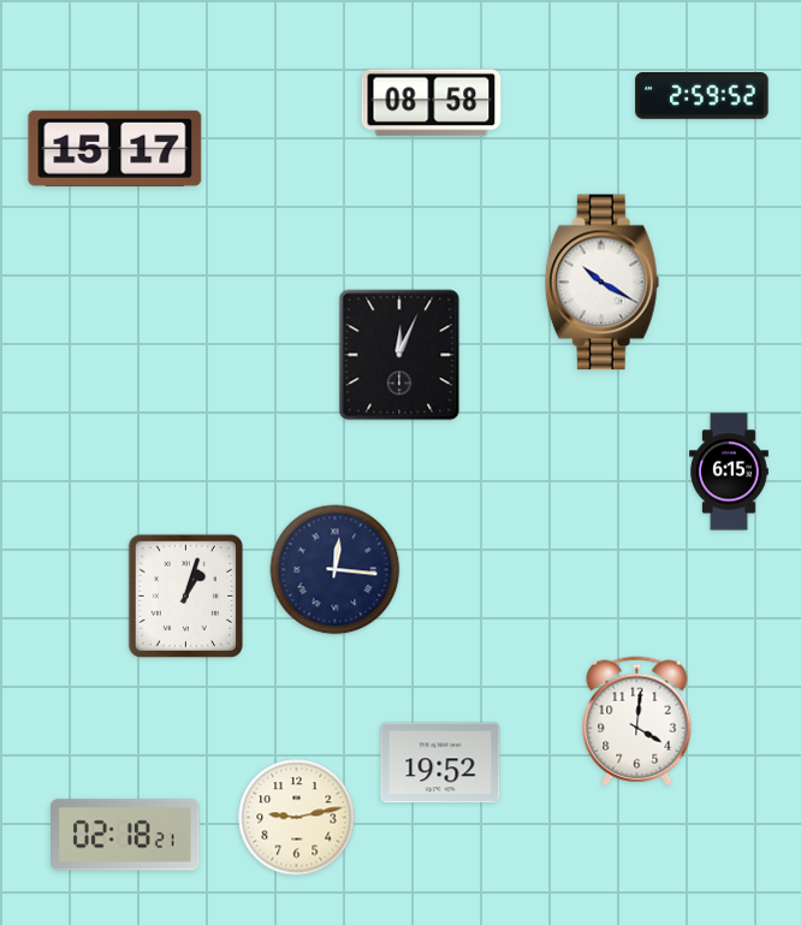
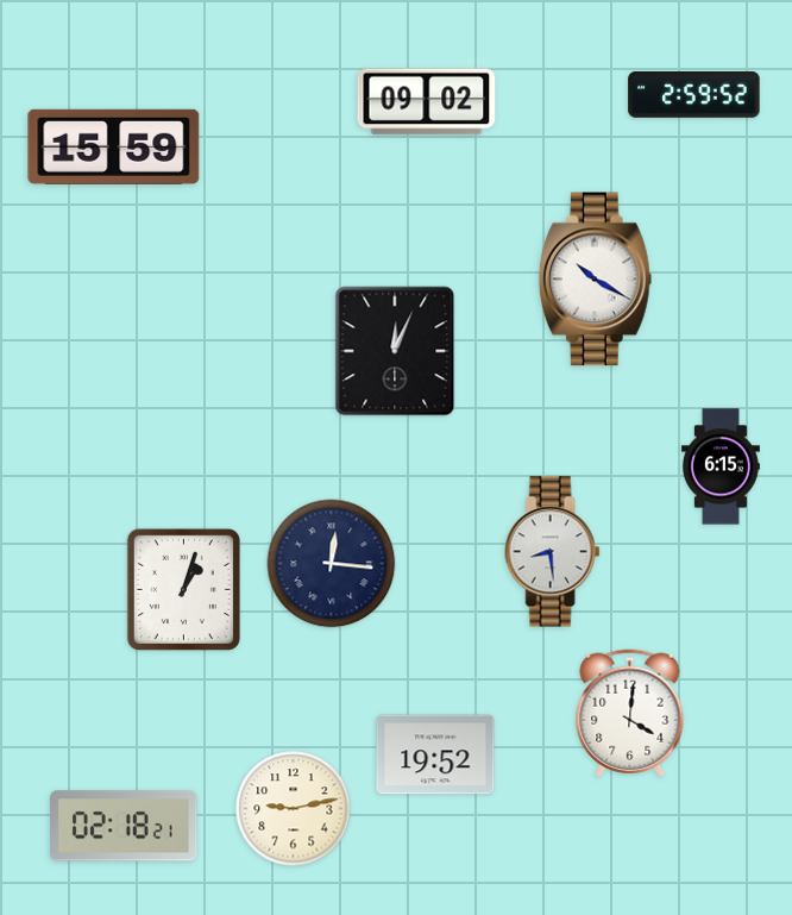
clock at (432, 103): 08:58 -> 09:02
clock at (115, 148): 15:17 -> 15:59
clock at (553, 552): none -> 8:29
